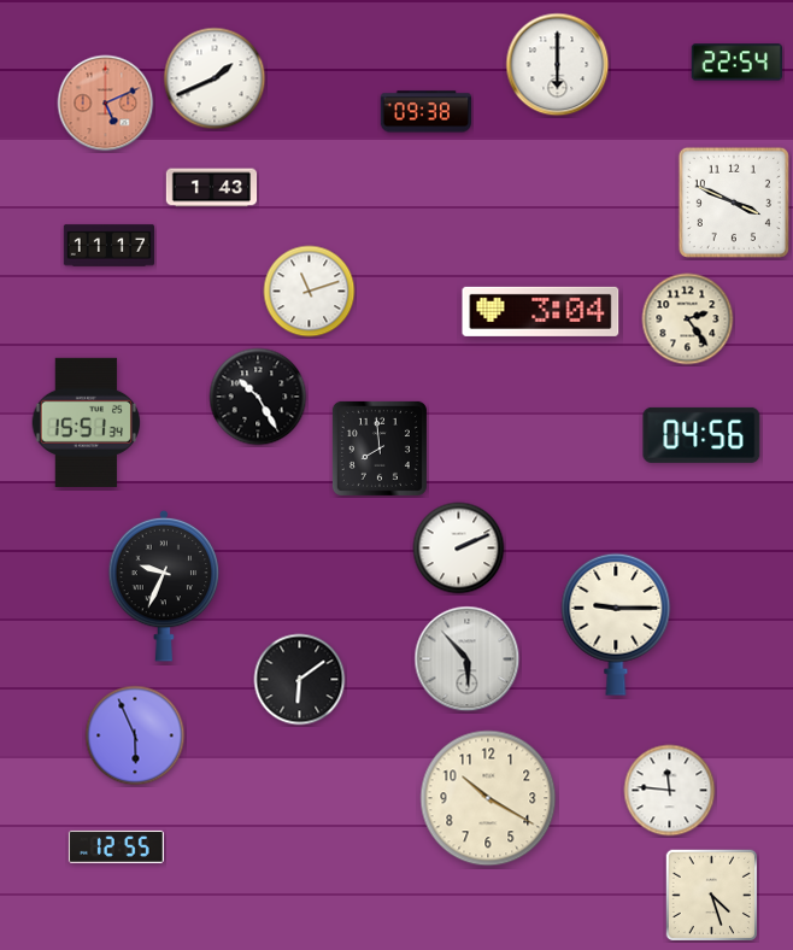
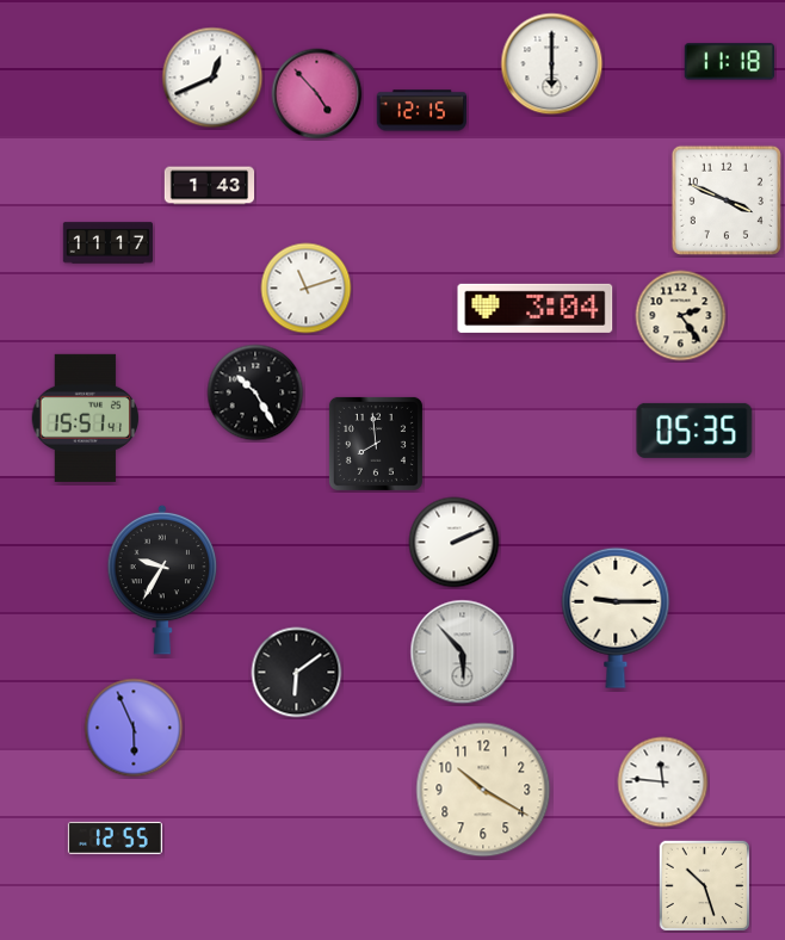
clock at (736, 63): 22:54 -> 11:18
clock at (215, 78): 1:41 -> 12:41
clock at (317, 94): none -> 4:53
clock at (106, 104): 5:11 -> none
clock at (425, 112): 09:38 -> 12:15
clock at (87, 422): 15:51:34 -> 15:51:41
clock at (701, 435): 04:56 -> 05:35
clock at (164, 586): 9:34 -> 9:35
clock at (616, 624) position: (616, 624) -> (616, 618)
clock at (711, 895): 4:27 -> 10:27
